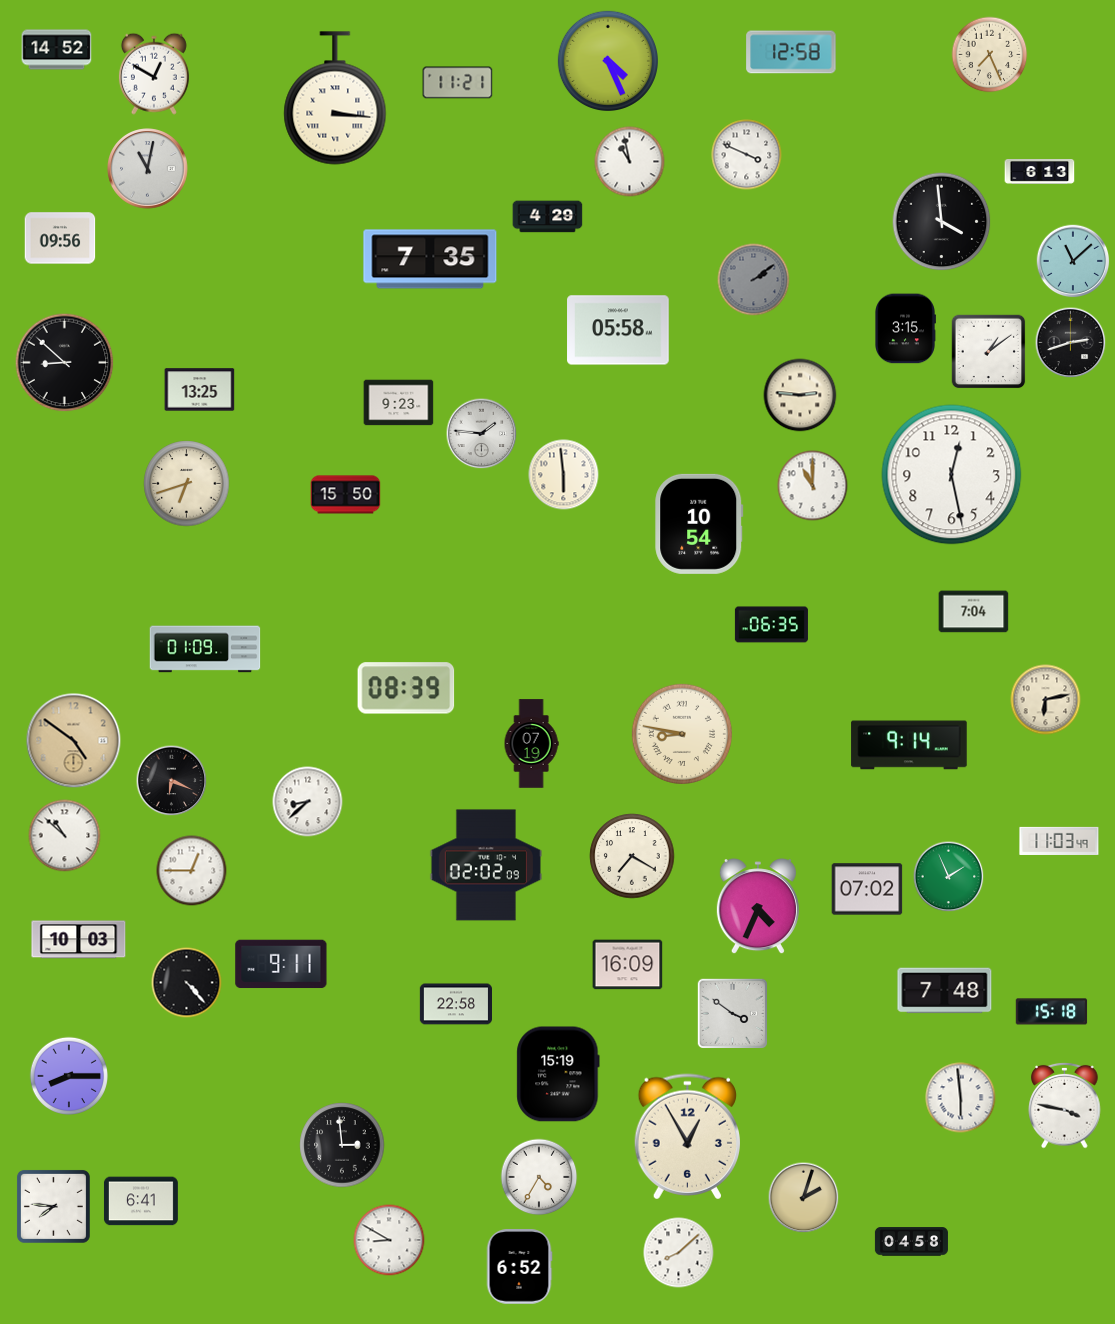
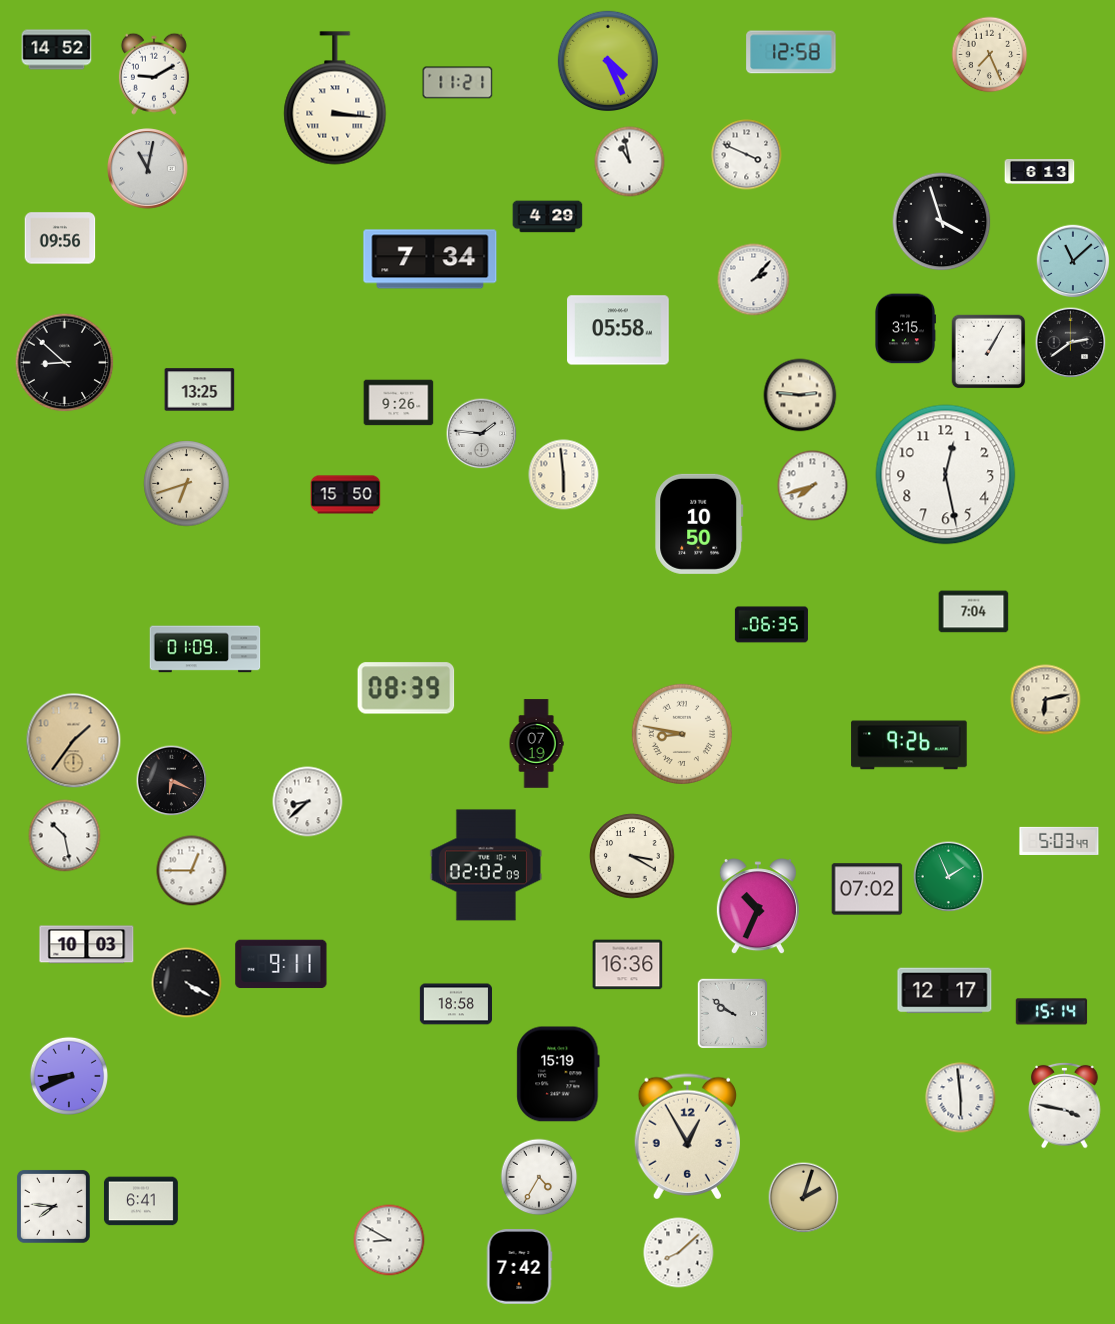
clock at (154, 74): 12:50 -> 9:10
clock at (942, 222): 3:59 -> 3:57
clock at (430, 259): 7:35 -> 7:34
clock at (754, 280): 2:09 -> 2:07
clock at (754, 280) dial: grey -> white
clock at (1071, 343): 2:42 -> 2:39
clock at (989, 352): 1:09 -> 1:05
clock at (399, 403): 9:23 -> 9:26
clock at (952, 475) position: (952, 475) -> (946, 475)
clock at (813, 486): 11:00 -> 7:42
clock at (699, 524): 10:54 -> 10:50
clock at (74, 741): 4:51 -> 1:36
clock at (531, 744) position: (531, 744) -> (536, 744)
clock at (909, 745): 9:14 -> 9:26
clock at (65, 836): 10:52 -> 10:28
clock at (1059, 841): 11:03 -> 5:03
clock at (632, 856): 7:20 -> 3:20
clock at (758, 907): 4:34 -> 10:34
clock at (79, 940) position: (79, 940) -> (87, 945)
clock at (628, 965): 16:09 -> 16:36
clock at (187, 983): 4:23 -> 4:20
clock at (945, 991): 7:48 -> 12:17
clock at (455, 1004): 22:58 -> 18:58
clock at (1052, 1012): 15:18 -> 15:14
clock at (732, 1013): 3:51 -> 9:51
clock at (68, 1075): 8:15 -> 8:41
clock at (342, 1145): 2:59 -> none
clock at (911, 1242): 04:58 -> none
clock at (519, 1267): 6:52 -> 7:42
